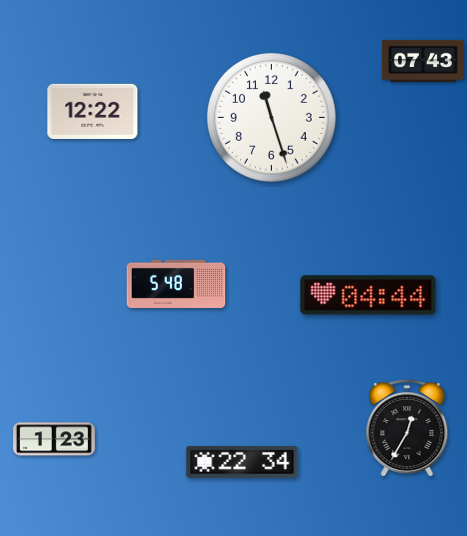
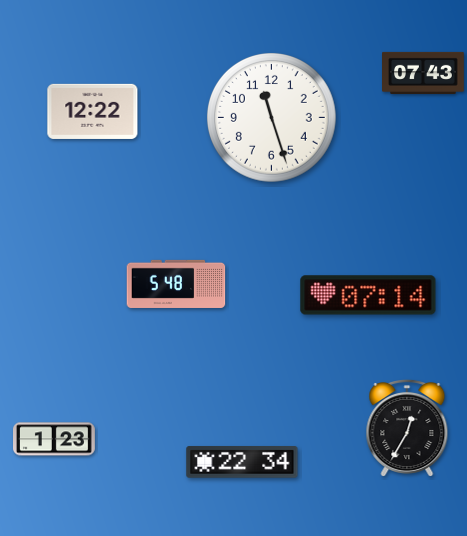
clock at (424, 61) position: (424, 61) -> (424, 73)
clock at (368, 295): 04:44 -> 07:14
